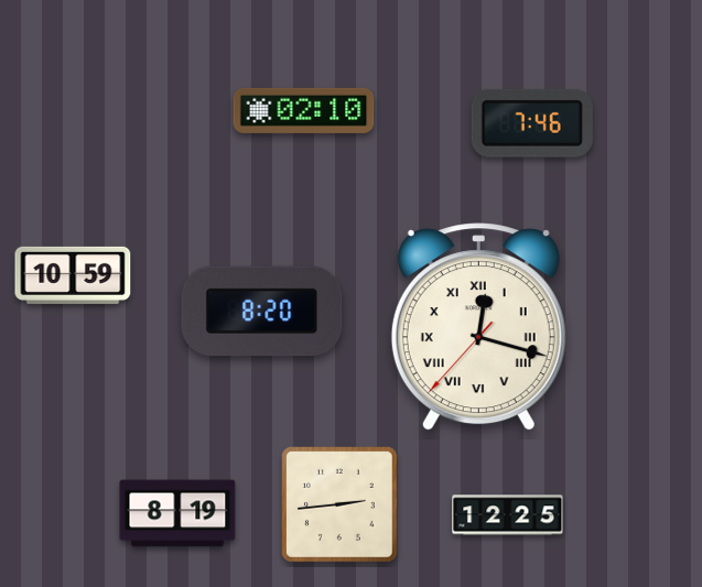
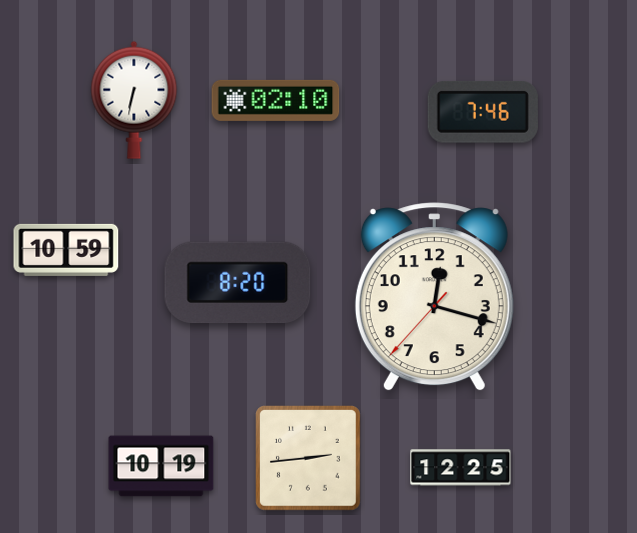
clock at (134, 100): none -> 6:32
clock at (478, 327) numerals: Roman -> Arabic
clock at (177, 513): 8:19 -> 10:19
